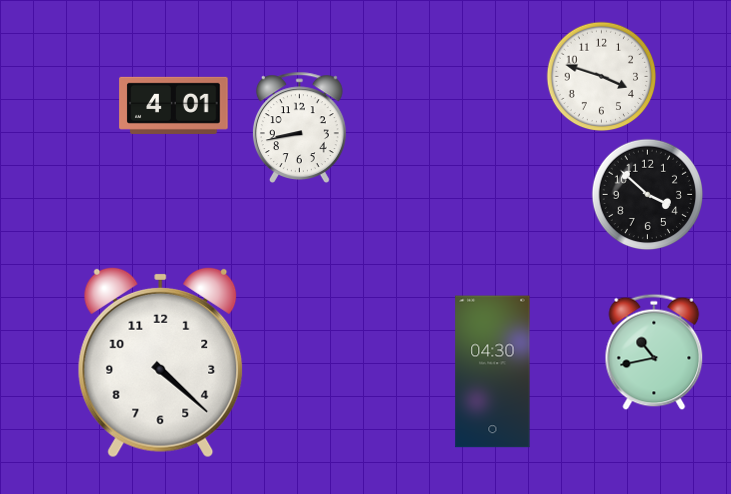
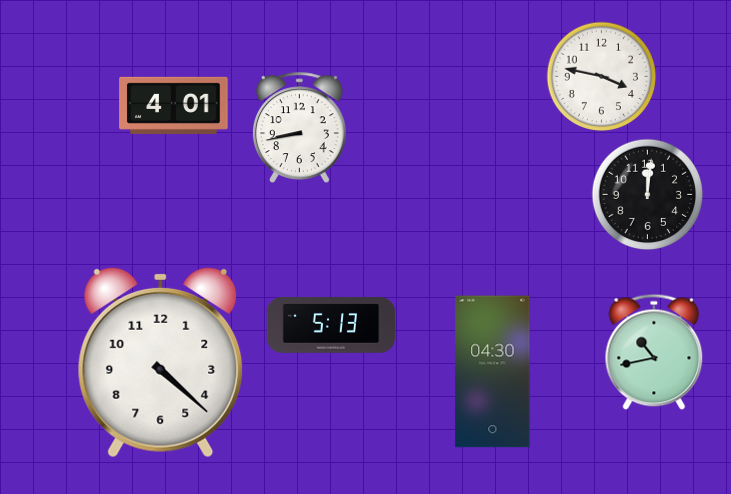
clock at (602, 77): 3:48 -> 3:47
clock at (648, 195): 3:52 -> 12:01
clock at (331, 325): none -> 5:13
